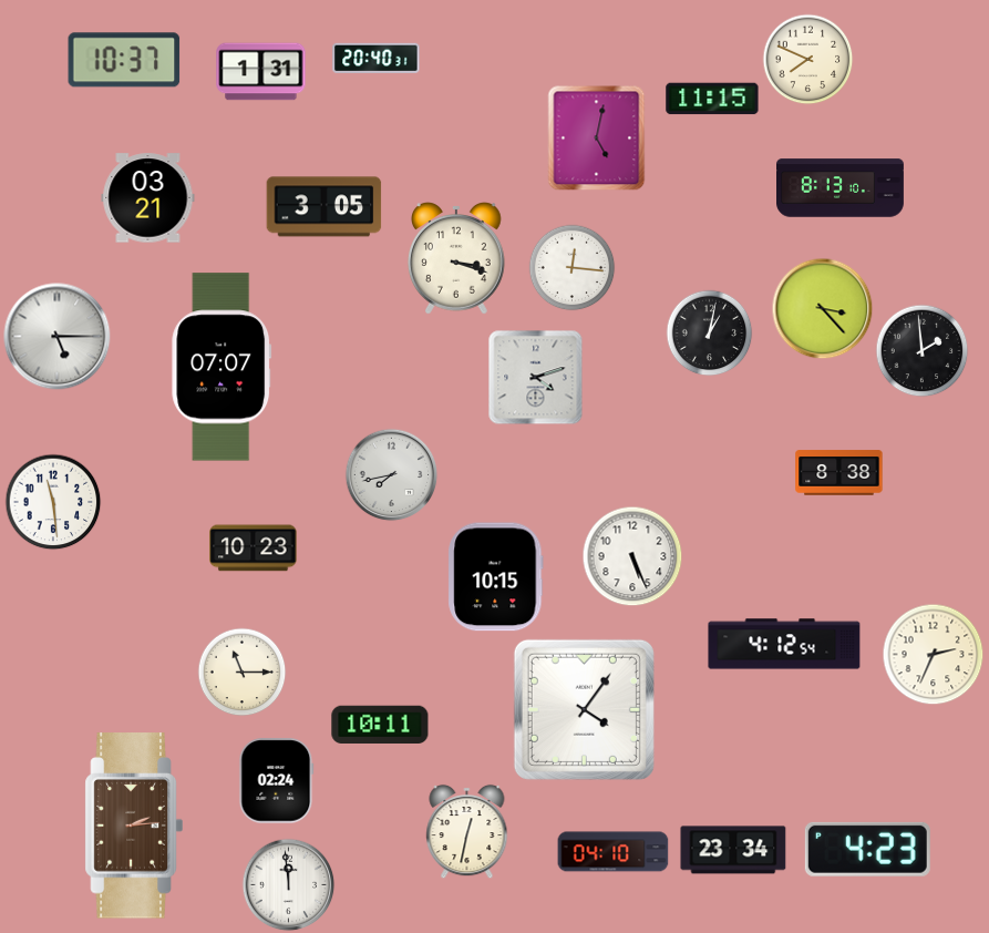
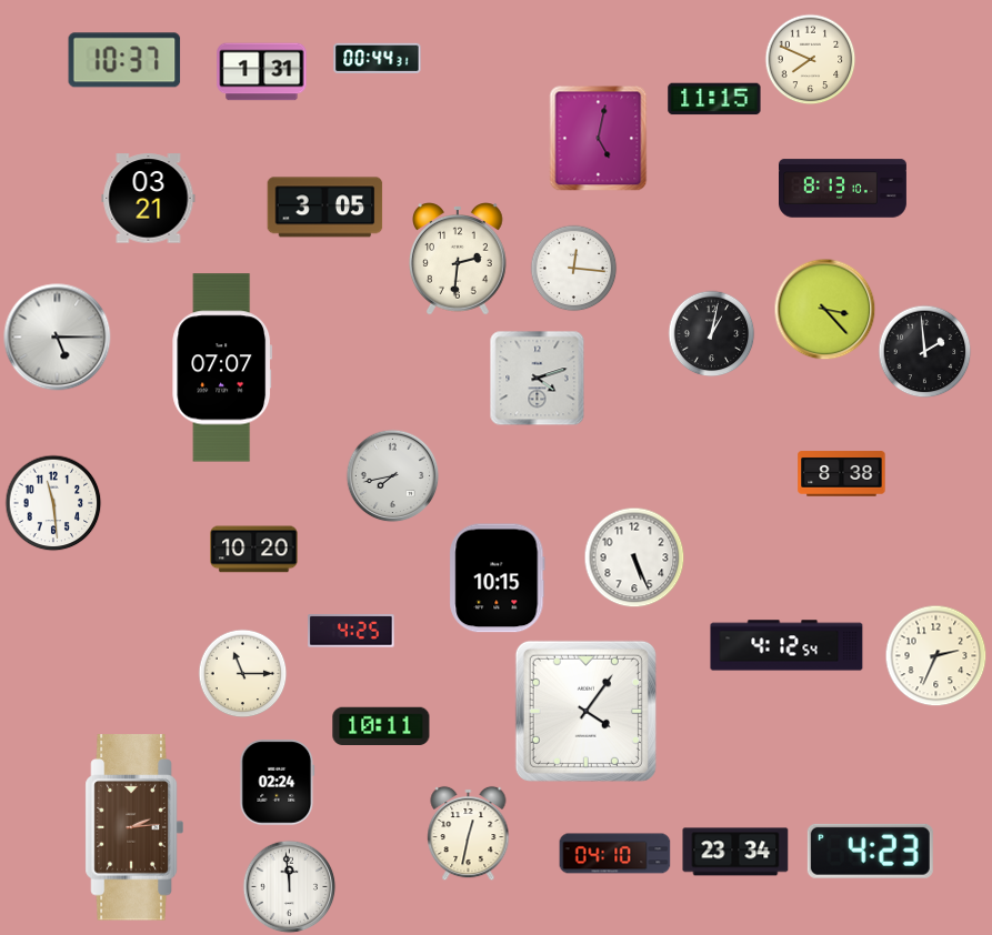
clock at (377, 58): 20:40 -> 00:44
clock at (457, 258): 3:18 -> 2:31
clock at (254, 548): 10:23 -> 10:20
clock at (351, 631): none -> 4:25
